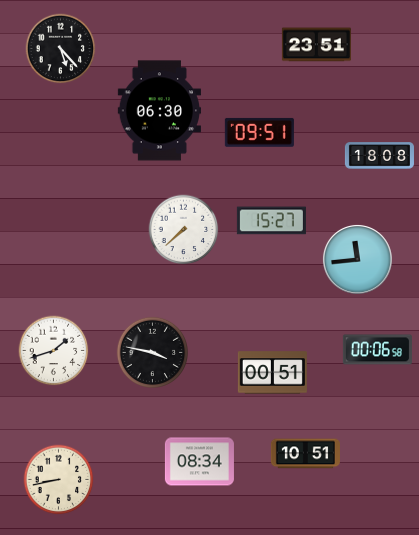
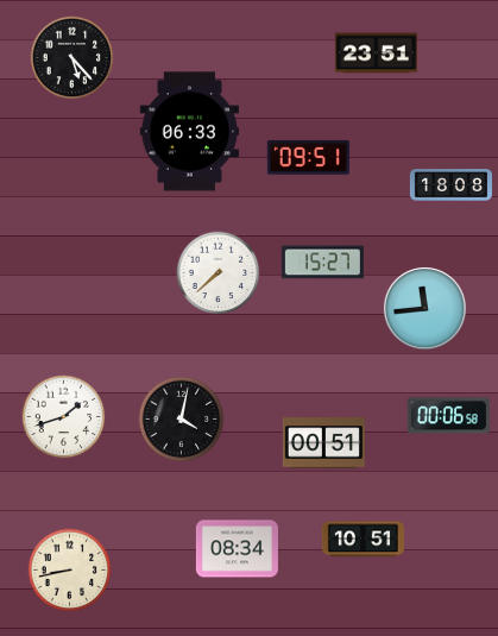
clock at (159, 111): 06:30 -> 06:33
clock at (152, 352): 3:47 -> 4:02
